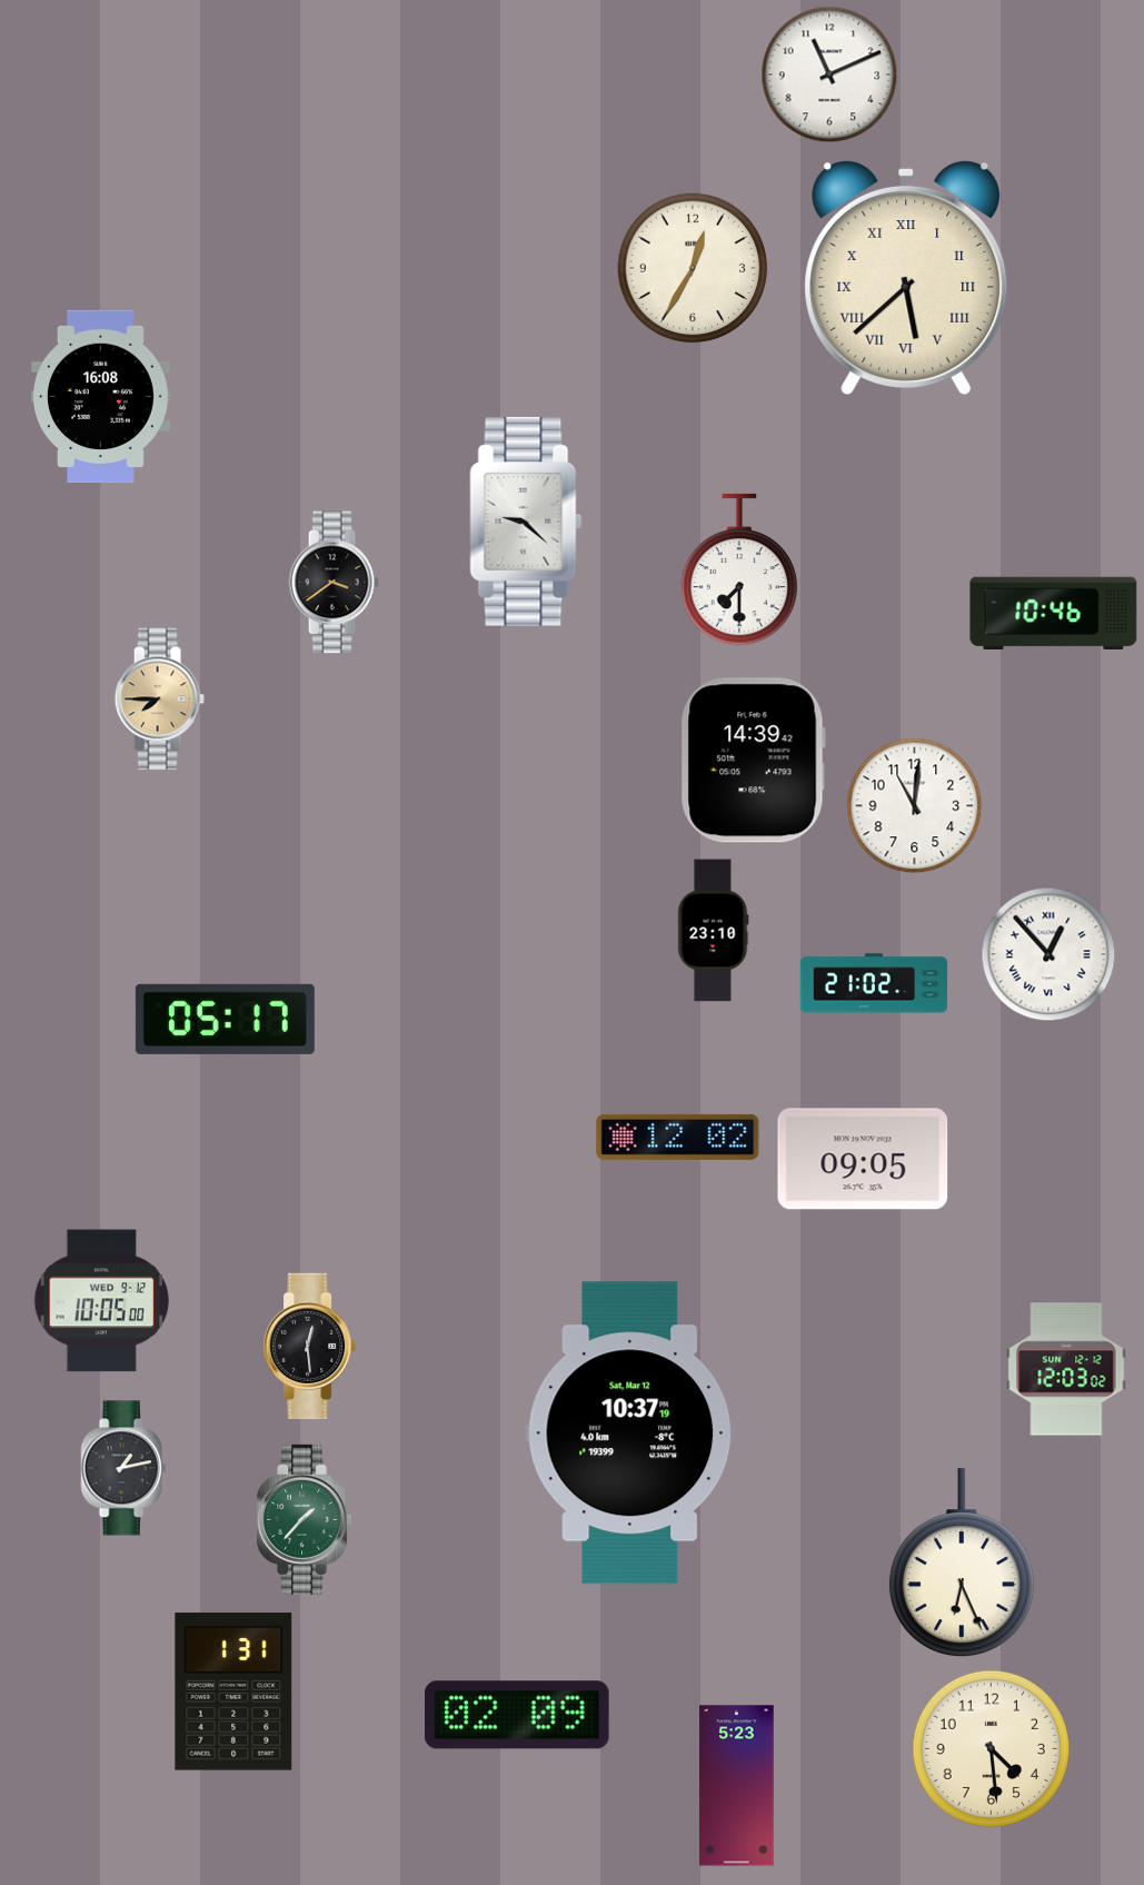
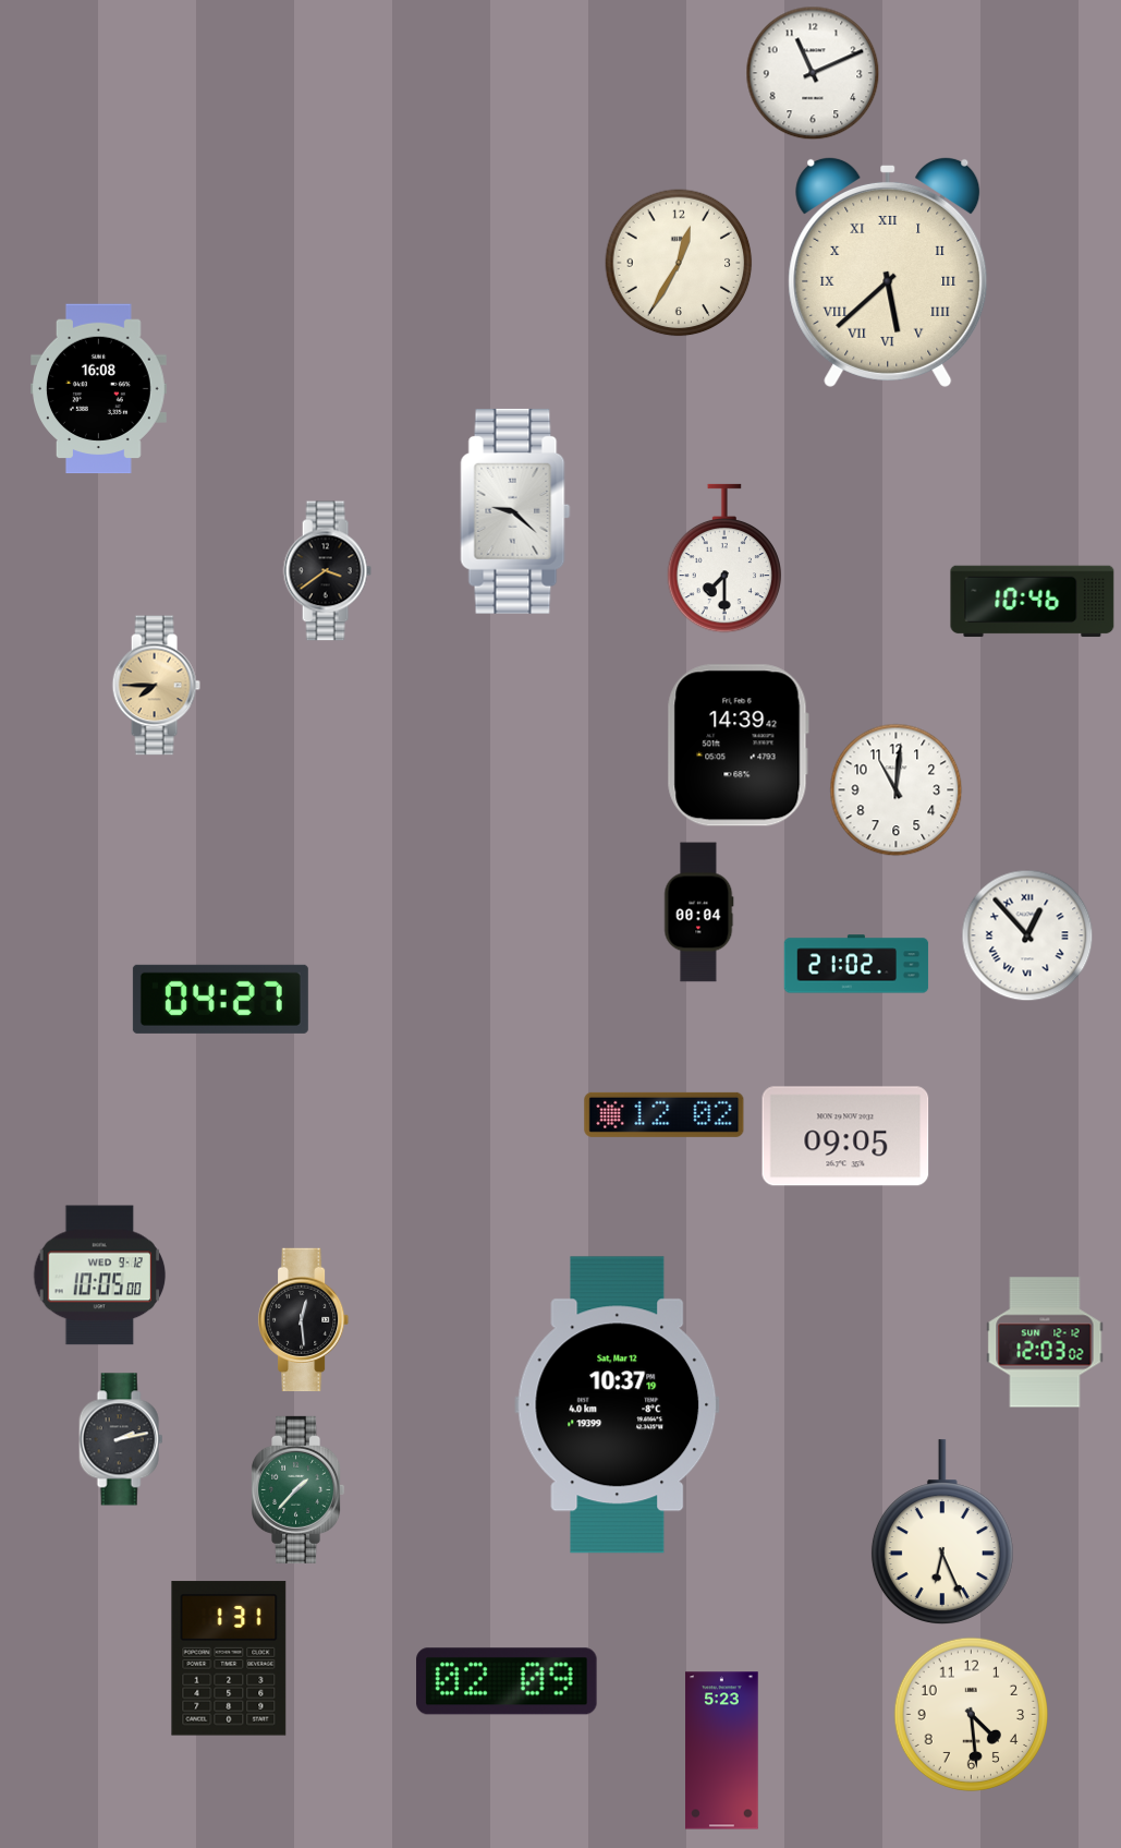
clock at (714, 931): 23:10 -> 00:04
clock at (225, 1019): 05:17 -> 04:27
clock at (123, 1468): 1:13 -> 2:13
